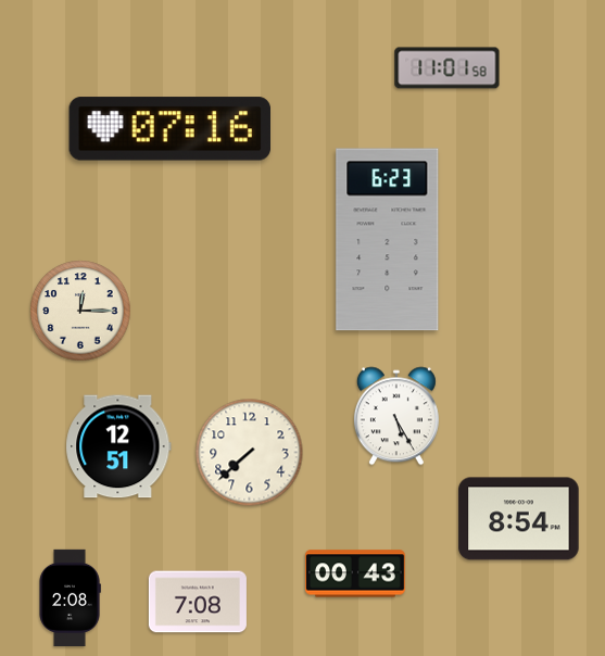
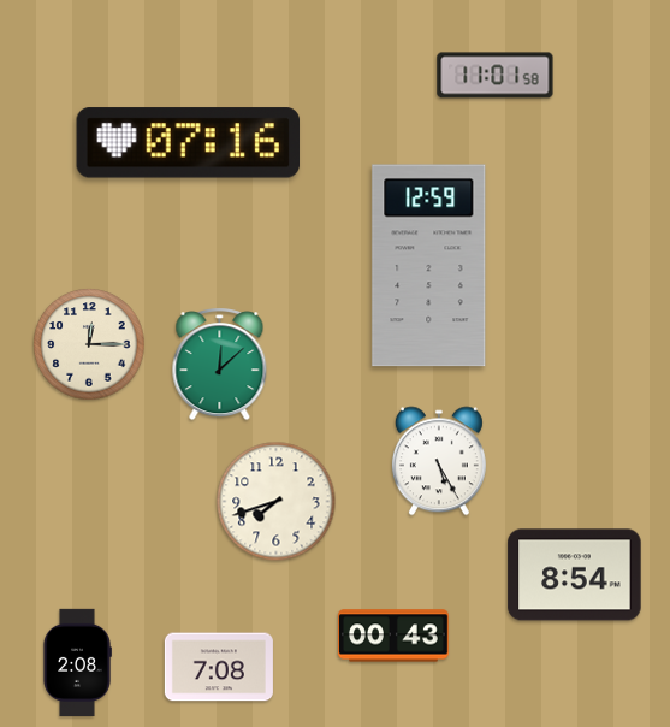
clock at (388, 240): 6:23 -> 12:59
clock at (220, 365): none -> 12:08
clock at (118, 446): 12:51 -> none
clock at (250, 453): 7:38 -> 7:42
